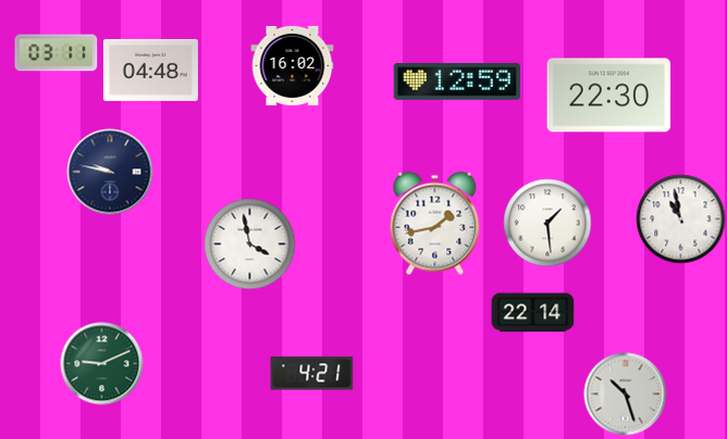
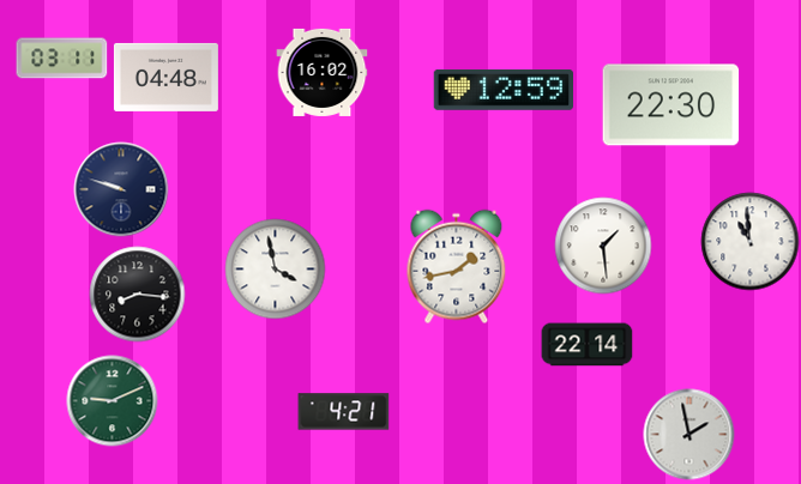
clock at (110, 172): 9:47 -> 9:48
clock at (681, 220): 10:58 -> 10:59
clock at (435, 224) position: (435, 224) -> (457, 267)
clock at (138, 295): none -> 8:16
clock at (626, 394): 10:27 -> 1:58
